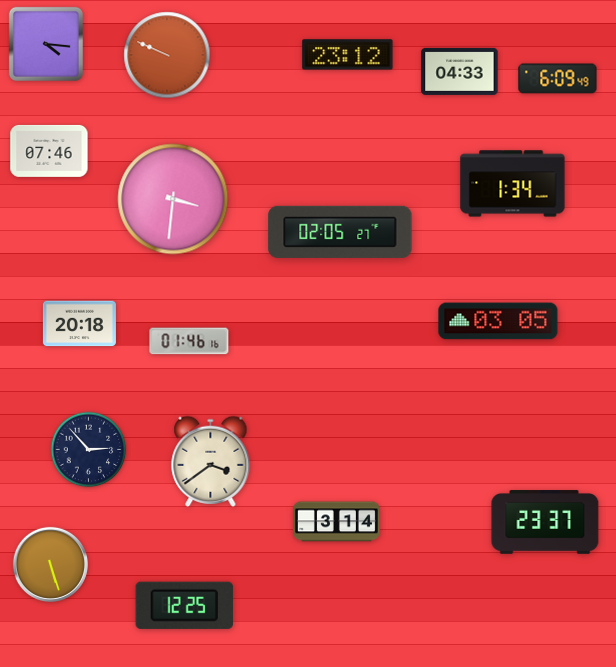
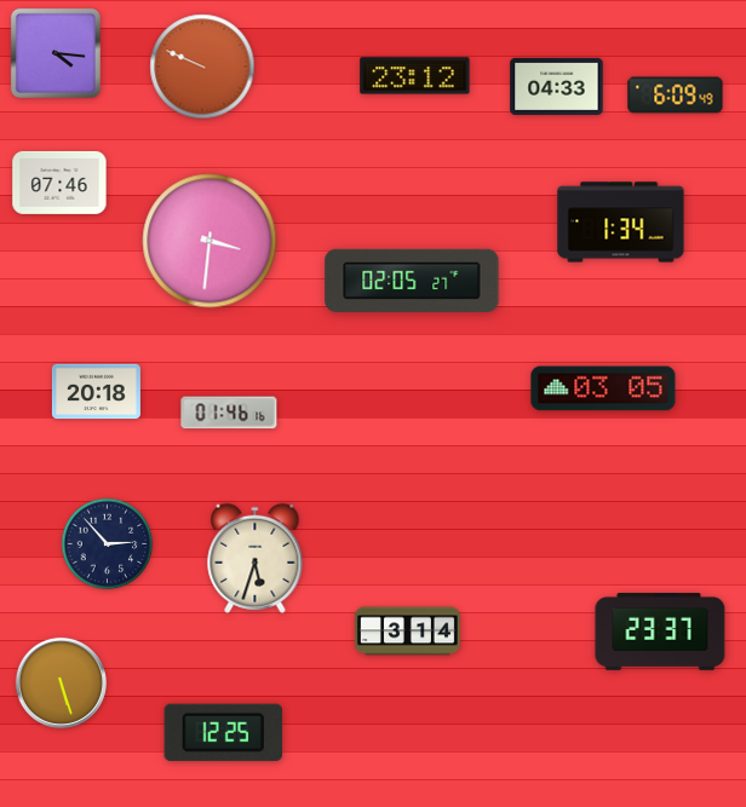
clock at (348, 55) position: (348, 55) -> (415, 76)
clock at (211, 461): 3:39 -> 5:33
